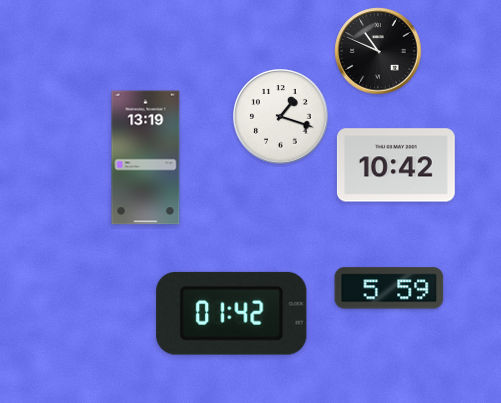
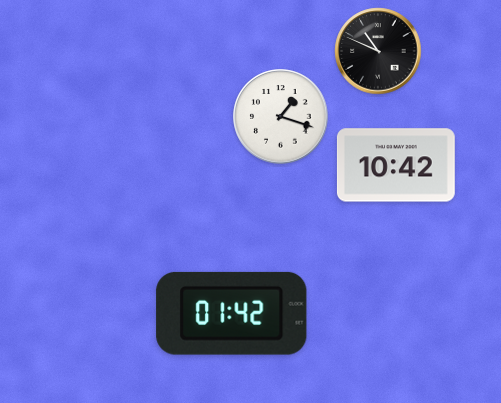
clock at (146, 158): 13:19 -> none
clock at (389, 288): 5:59 -> none
